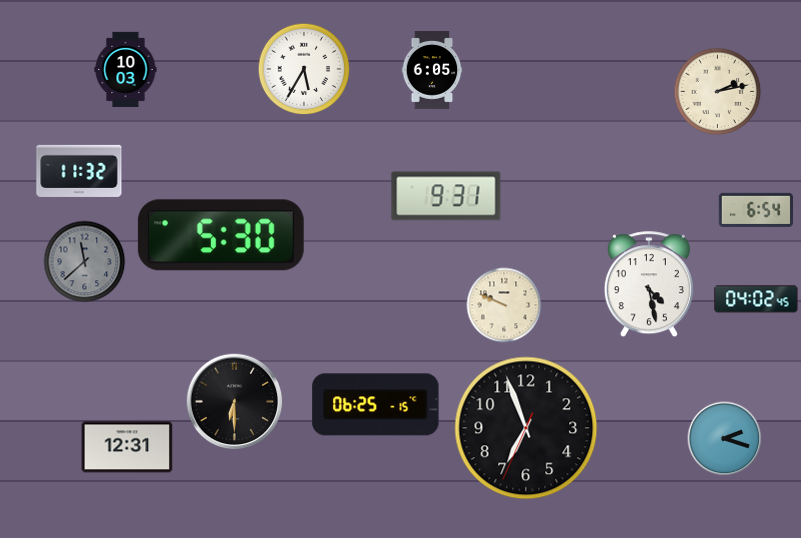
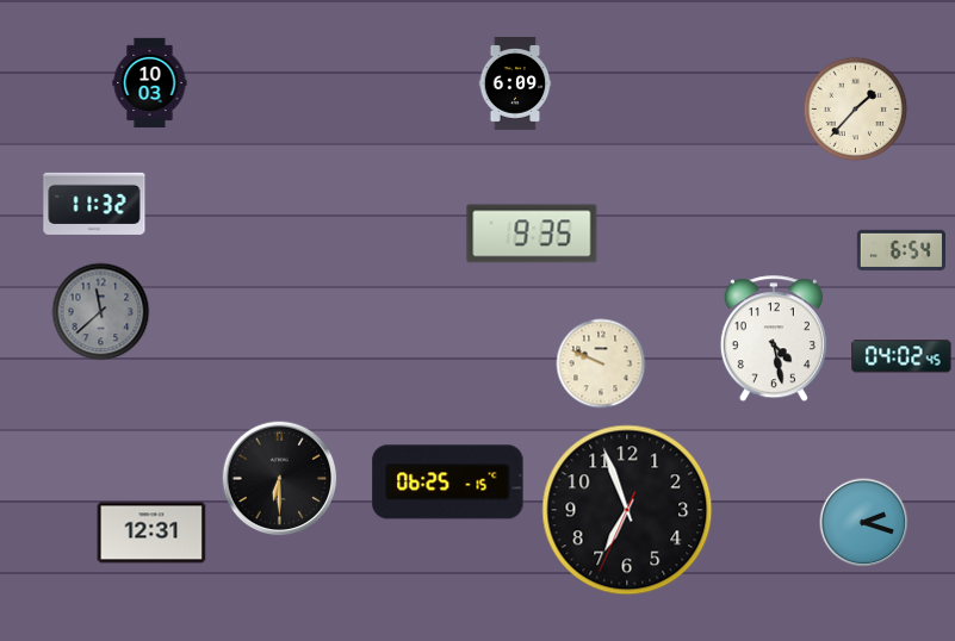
clock at (304, 69): 5:35 -> none
clock at (432, 71): 6:05 -> 6:09
clock at (718, 92): 2:13 -> 1:37
clock at (446, 196): 9:31 -> 9:35
clock at (221, 235): 5:30 -> none
